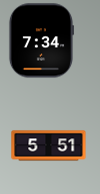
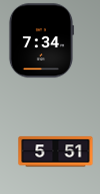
clock at (49, 146) position: (49, 146) -> (56, 152)
